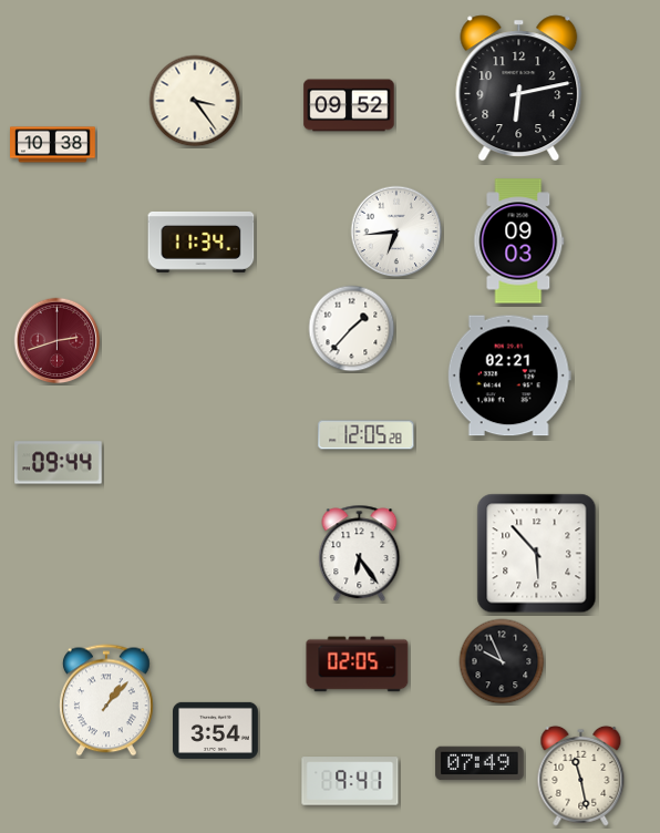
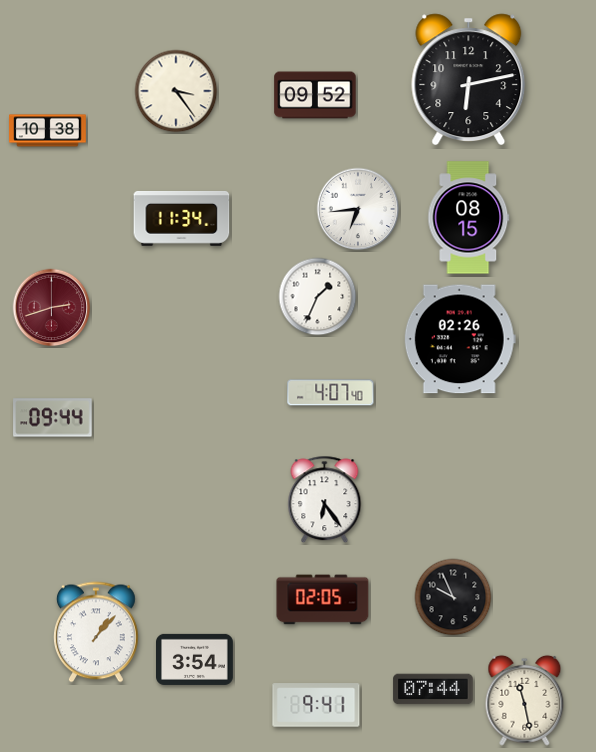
clock at (519, 241): 09:03 -> 08:15
clock at (352, 329): 1:37 -> 1:34
clock at (509, 376): 02:21 -> 02:26
clock at (367, 435): 12:05 -> 4:07
clock at (537, 554): 5:53 -> none
clock at (479, 763): 07:49 -> 07:44
